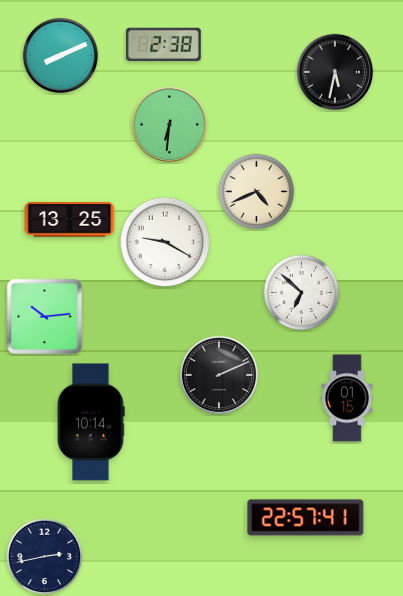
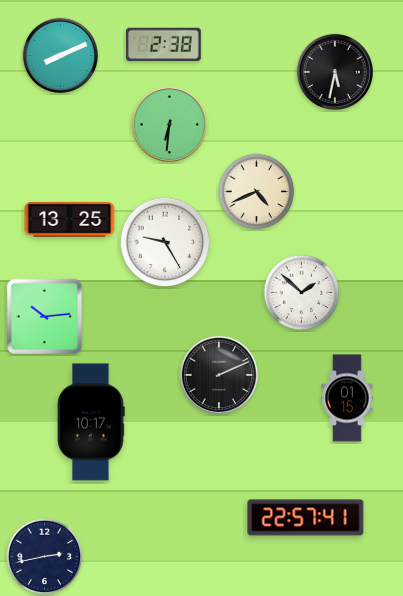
clock at (165, 242): 9:20 -> 9:25
clock at (302, 293): 6:52 -> 1:52
clock at (91, 422): 10:14 -> 10:17
